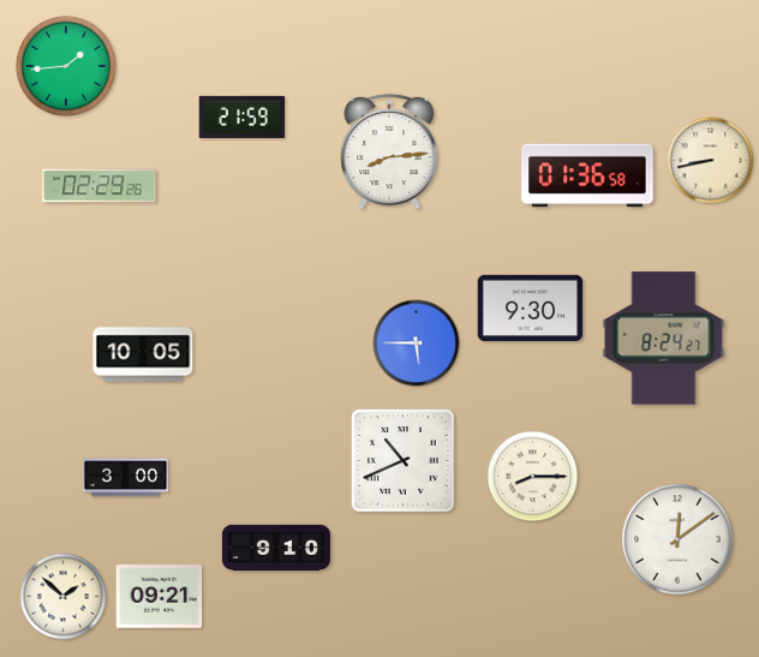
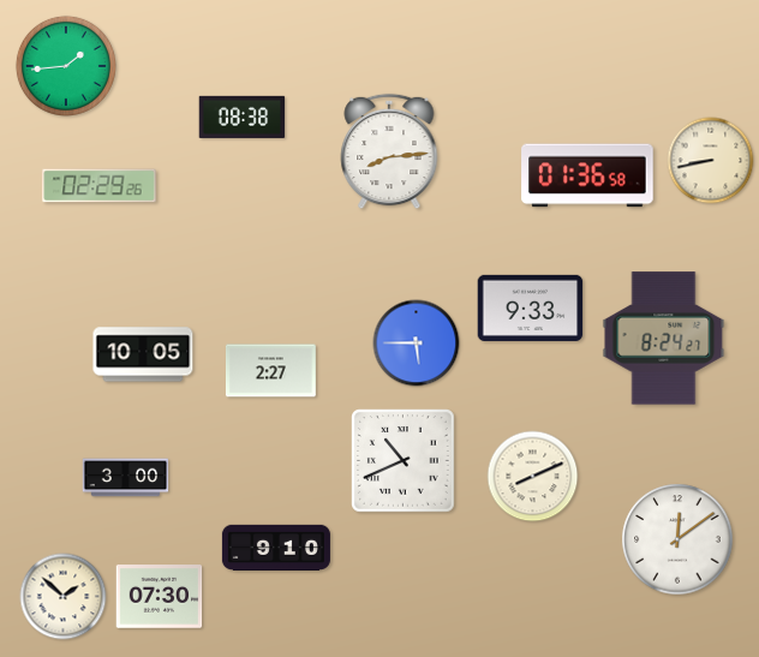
clock at (243, 117): 21:59 -> 08:38
clock at (531, 307): 9:30 -> 9:33
clock at (270, 371): none -> 2:27
clock at (533, 477): 8:15 -> 8:11
clock at (160, 597): 09:21 -> 07:30
